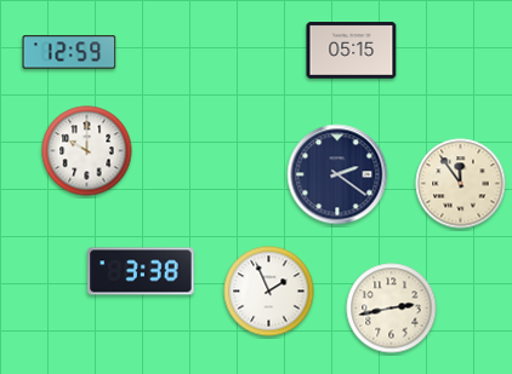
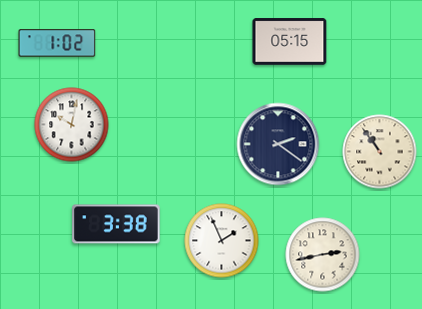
clock at (69, 52): 12:59 -> 1:02
clock at (87, 151): 10:00 -> 10:02
clock at (461, 184): 11:54 -> 10:54
